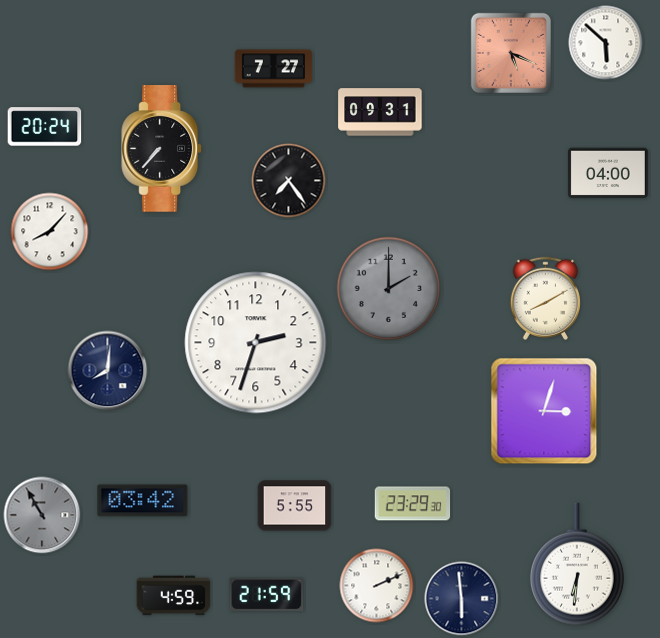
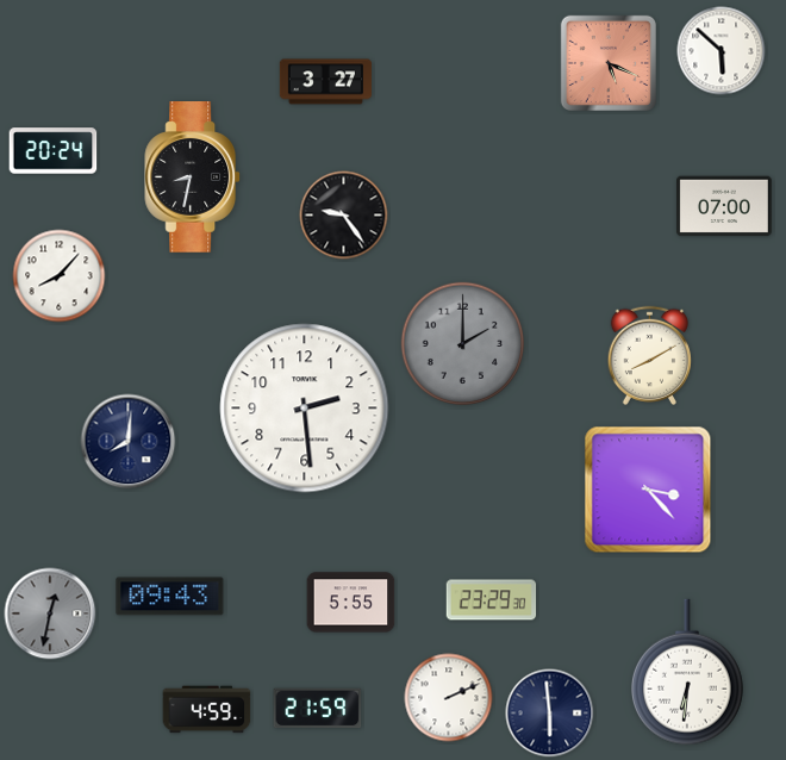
clock at (273, 69): 7:27 -> 3:27
clock at (380, 112): 09:31 -> none
clock at (162, 149): 7:37 -> 8:32
clock at (608, 173): 04:00 -> 07:00
clock at (289, 181): 7:24 -> 9:24
clock at (256, 343): 2:33 -> 2:29
clock at (544, 411): 3:03 -> 3:23
clock at (143, 501): 03:42 -> 09:43
clock at (42, 515): 10:55 -> 12:32
